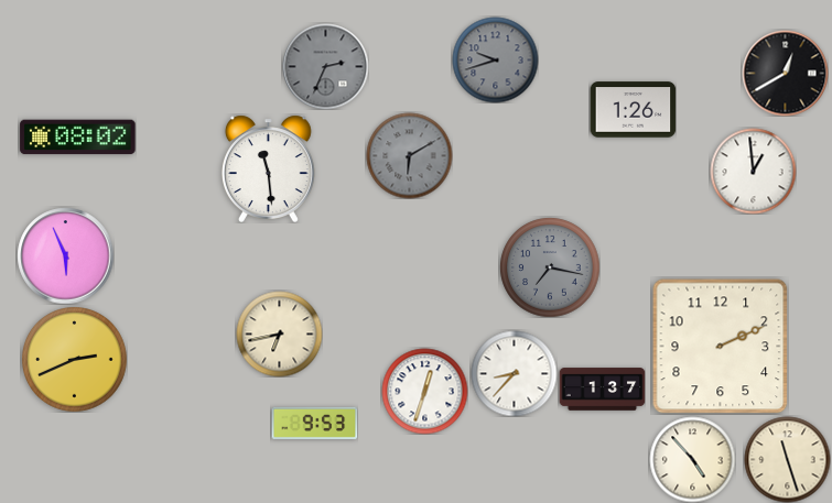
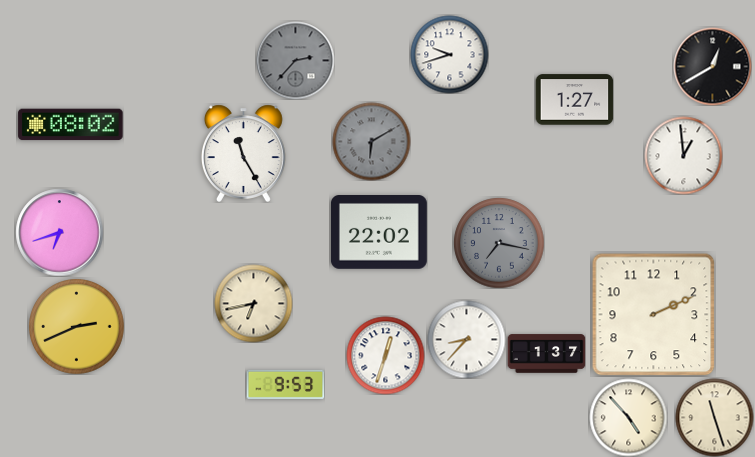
clock at (495, 59) dial: grey -> white
clock at (325, 66): 2:34 -> 2:37
clock at (633, 110): 1:26 -> 1:27
clock at (268, 168): 11:29 -> 11:25
clock at (65, 255): 5:56 -> 6:42
clock at (379, 233): none -> 22:02
clock at (75, 360) position: (75, 360) -> (77, 327)
